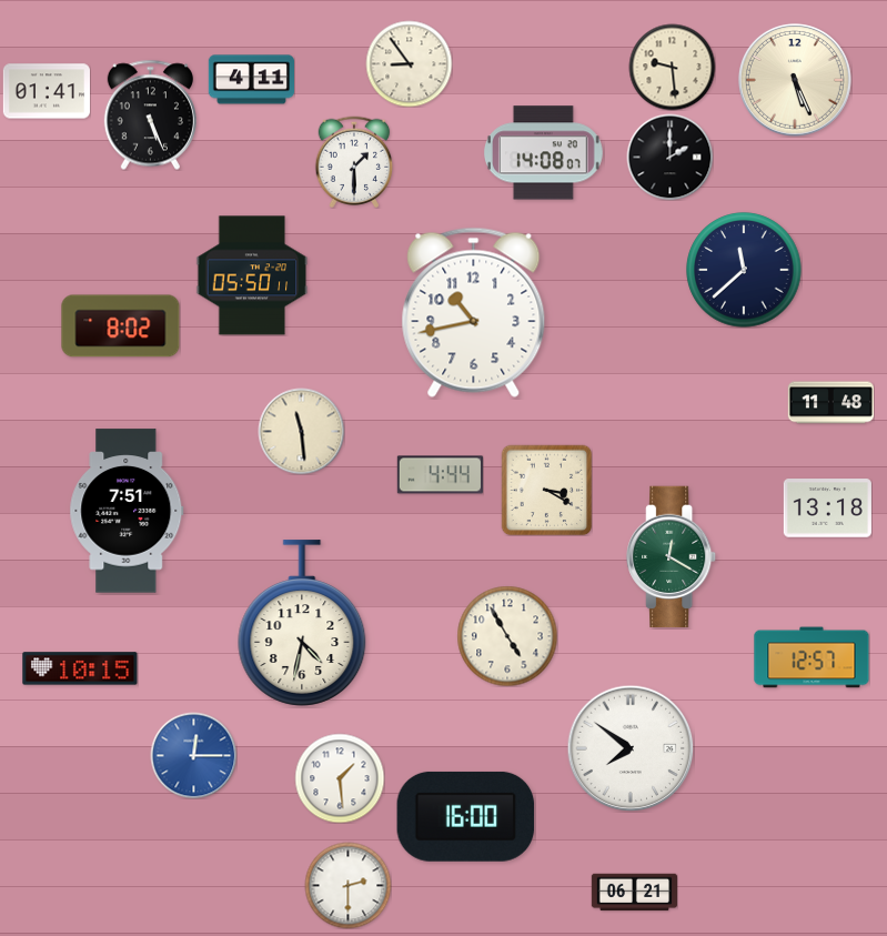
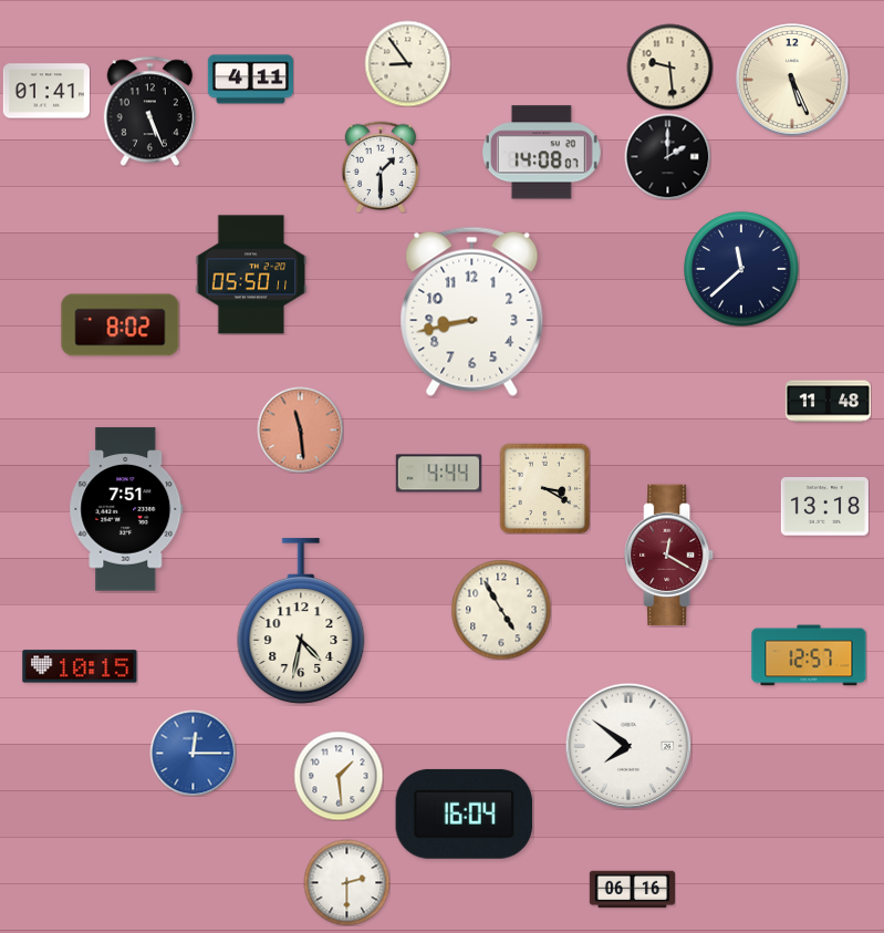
clock at (150, 114) position: (150, 114) -> (149, 111)
clock at (354, 162) position: (354, 162) -> (381, 167)
clock at (474, 312): 10:43 -> 8:43
clock at (301, 431) dial: cream -> salmon
clock at (672, 557) dial: green -> burgundy
clock at (507, 636) position: (507, 636) -> (501, 610)
clock at (466, 816): 16:00 -> 16:04
clock at (634, 893): 06:21 -> 06:16
